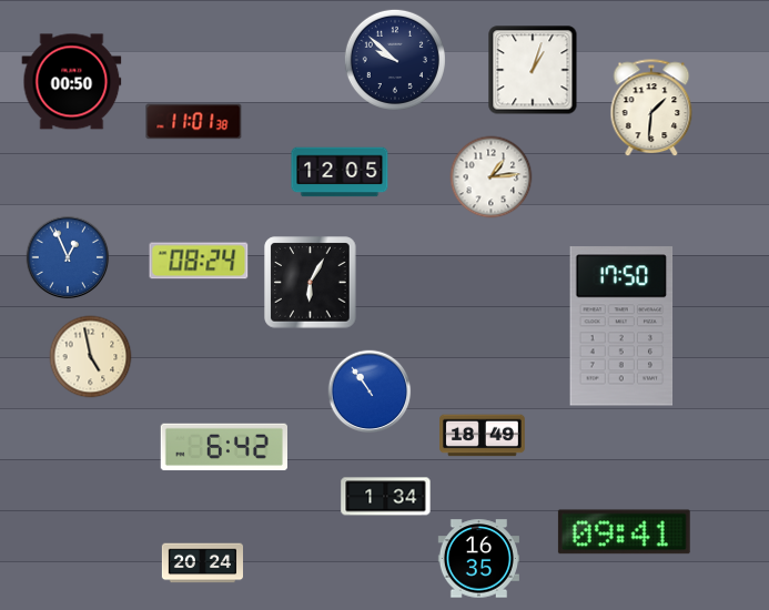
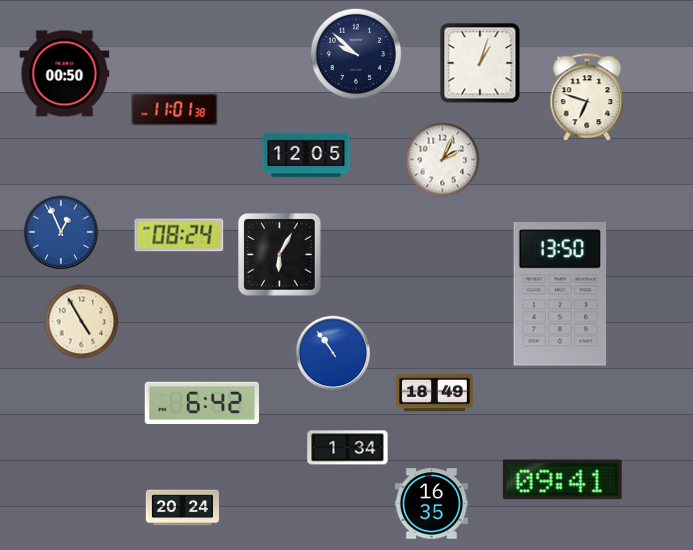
clock at (651, 109): 1:31 -> 6:48
clock at (492, 177): 1:14 -> 2:04
clock at (621, 326): 17:50 -> 13:50
clock at (91, 357): 4:58 -> 4:55
